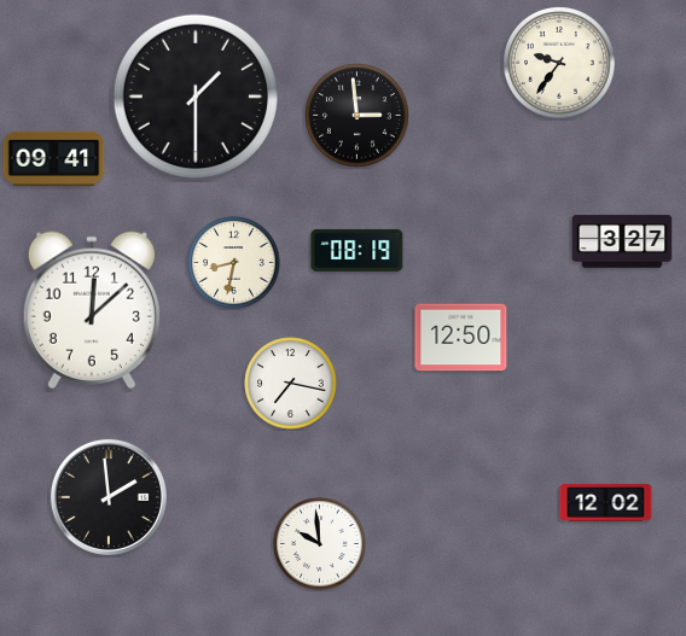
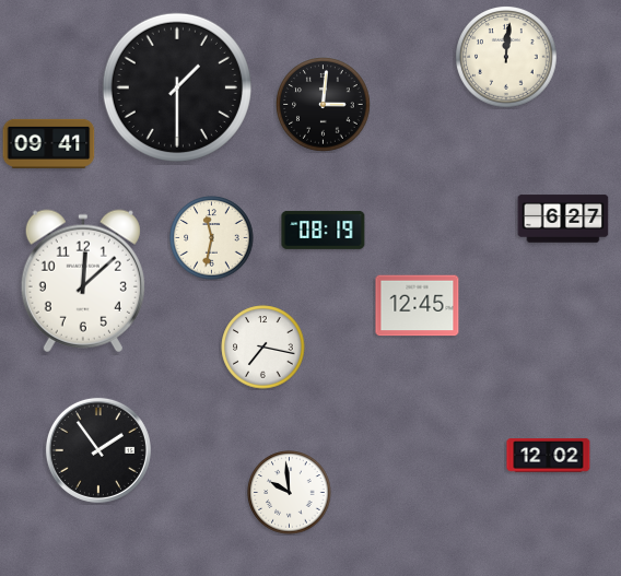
clock at (560, 64): 9:36 -> 12:01
clock at (357, 116): 2:59 -> 3:01
clock at (622, 241): 3:27 -> 6:27
clock at (357, 250) position: (357, 250) -> (324, 230)
clock at (234, 263): 8:32 -> 11:32
clock at (461, 338): 12:50 -> 12:45
clock at (109, 497): 1:59 -> 1:54
